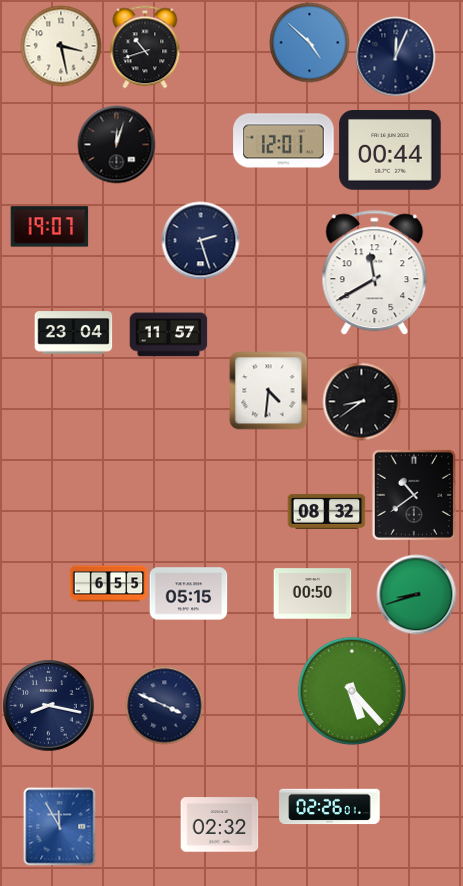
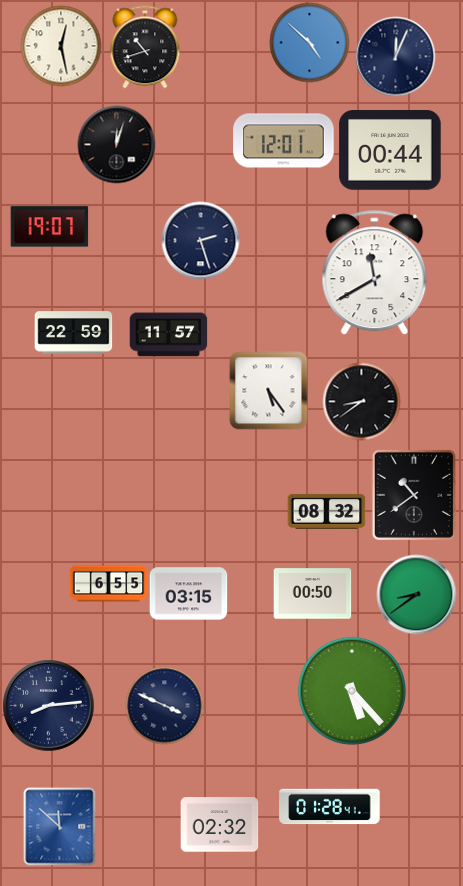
clock at (61, 46): 3:28 -> 12:28
clock at (73, 333): 23:04 -> 22:59
clock at (268, 390): 4:31 -> 5:24
clock at (188, 594): 05:15 -> 03:15
clock at (416, 594): 8:42 -> 8:39
clock at (48, 705): 8:17 -> 8:14
clock at (330, 807): 02:26 -> 01:28
clock at (60, 826): 11:55 -> 11:52
